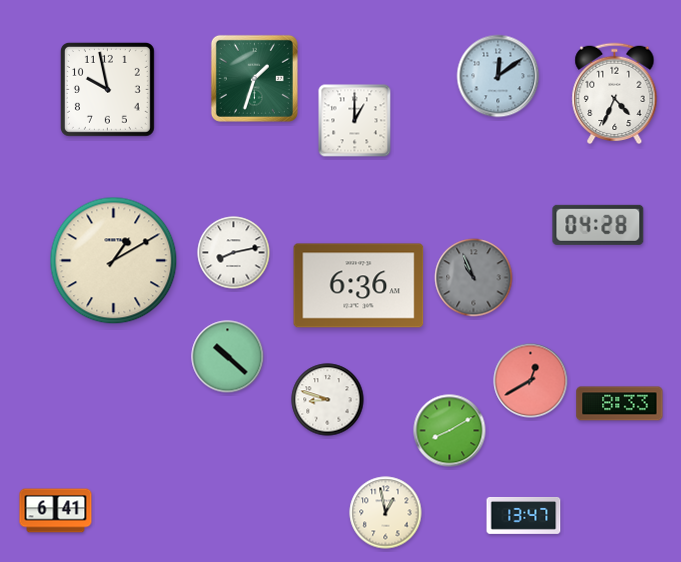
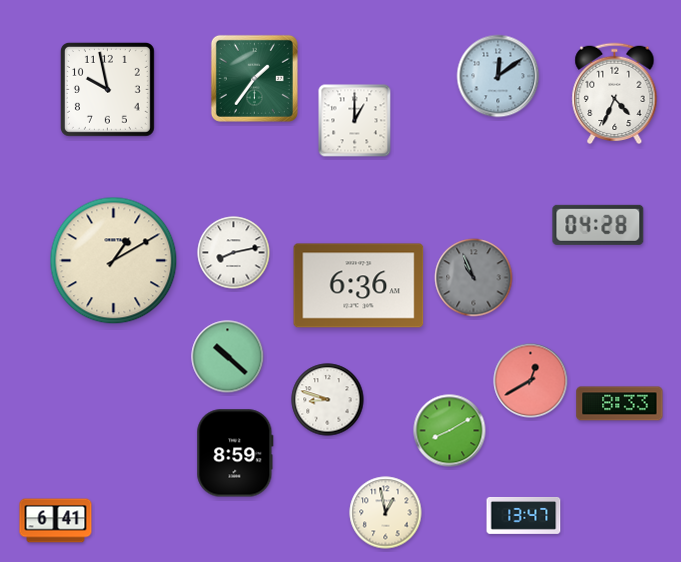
clock at (254, 78): 1:33 -> 1:36
clock at (235, 453): none -> 8:59
clock at (56, 511) position: (56, 511) -> (56, 521)
